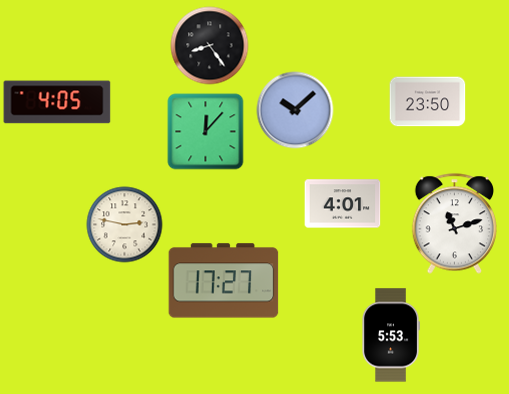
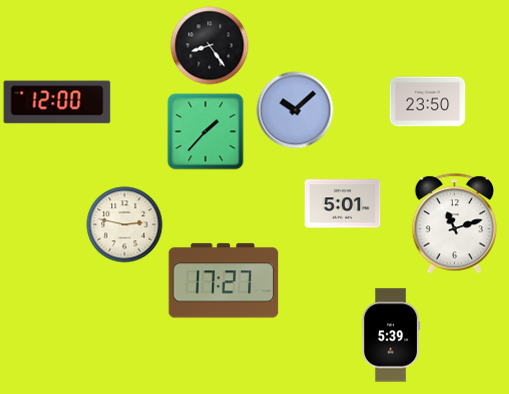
clock at (57, 102): 4:05 -> 12:00
clock at (206, 132): 12:07 -> 1:37
clock at (343, 204): 4:01 -> 5:01
clock at (391, 335): 5:53 -> 5:39
